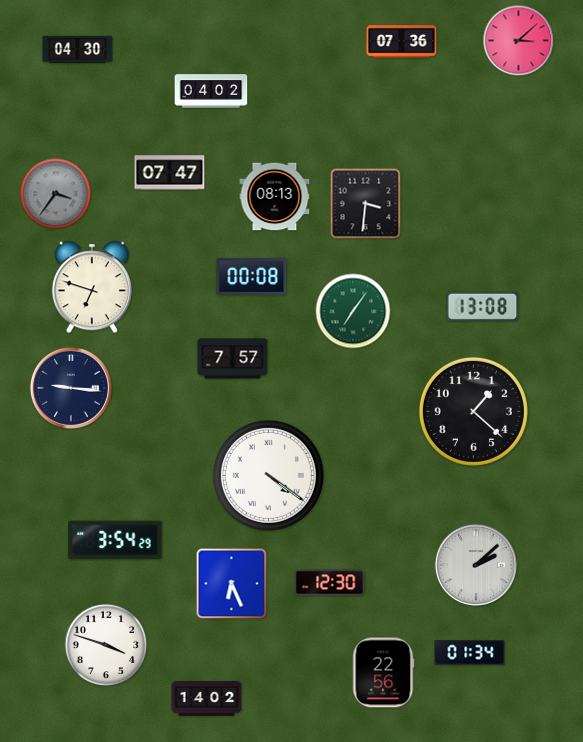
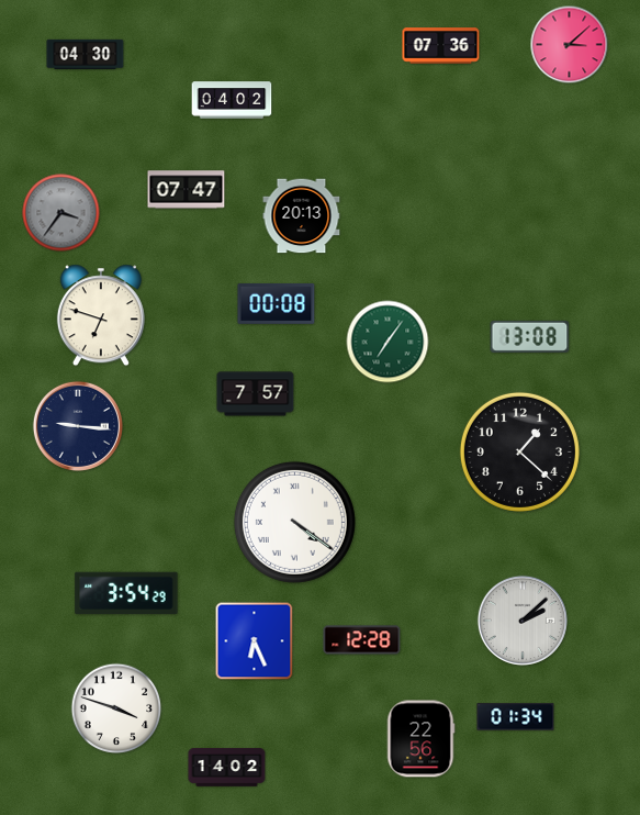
clock at (275, 197): 08:13 -> 20:13
clock at (366, 204): 3:31 -> none
clock at (330, 583): 12:30 -> 12:28
